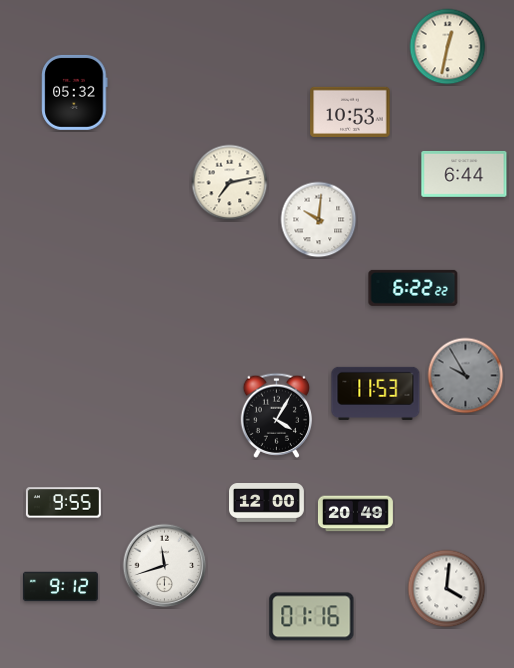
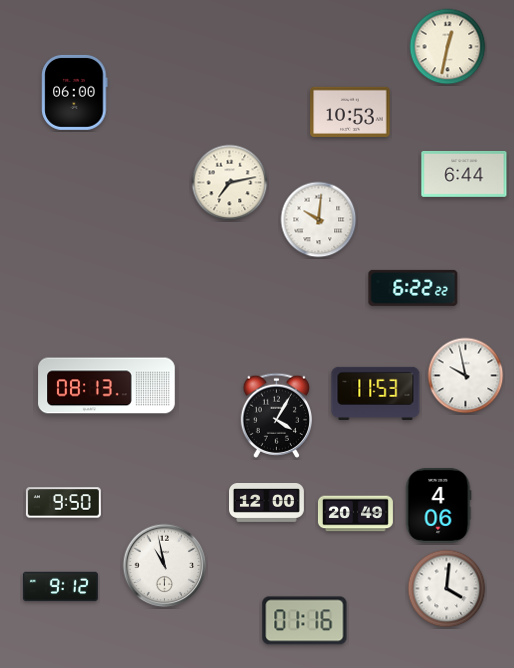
clock at (75, 92): 05:32 -> 06:00
clock at (466, 376): 9:55 -> 9:58
clock at (466, 376) dial: grey -> white
clock at (107, 386): none -> 08:13
clock at (63, 503): 9:55 -> 9:50
clock at (438, 505): none -> 4:06
clock at (165, 566): 11:42 -> 10:58
clock at (312, 617) position: (312, 617) -> (305, 621)
